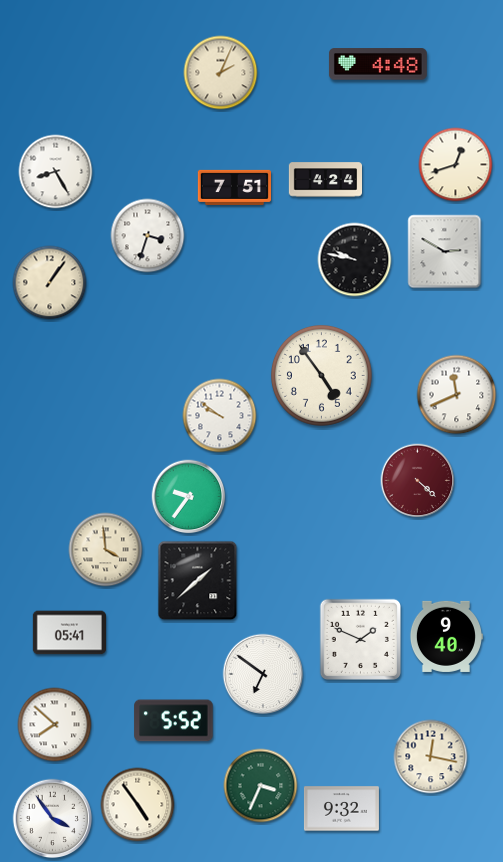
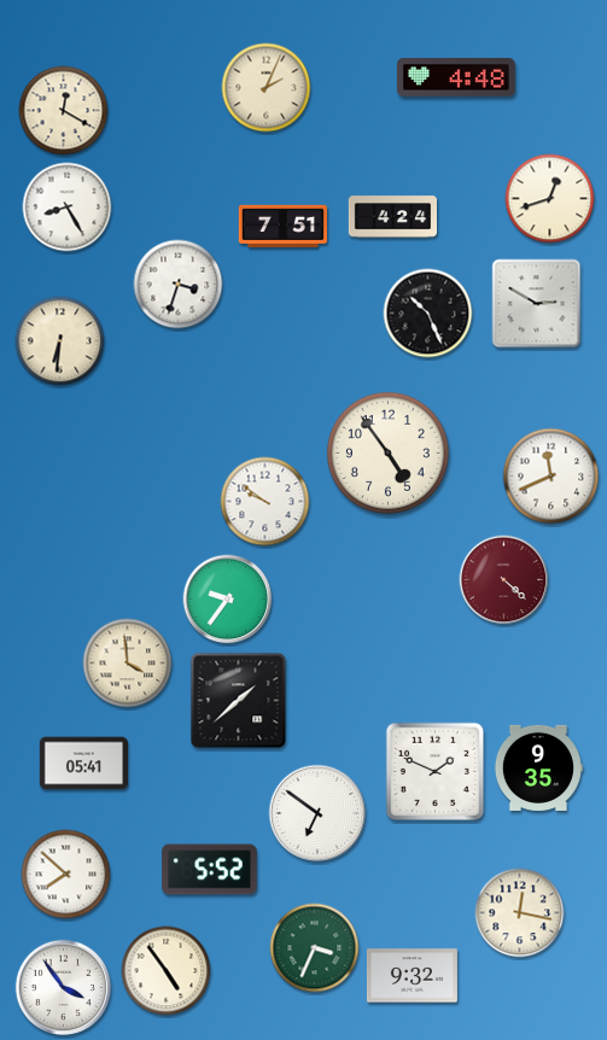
clock at (64, 111): none -> 12:20
clock at (355, 260): 9:47 -> 10:26
clock at (50, 283): 1:06 -> 6:31
clock at (446, 636): 9:40 -> 9:35
